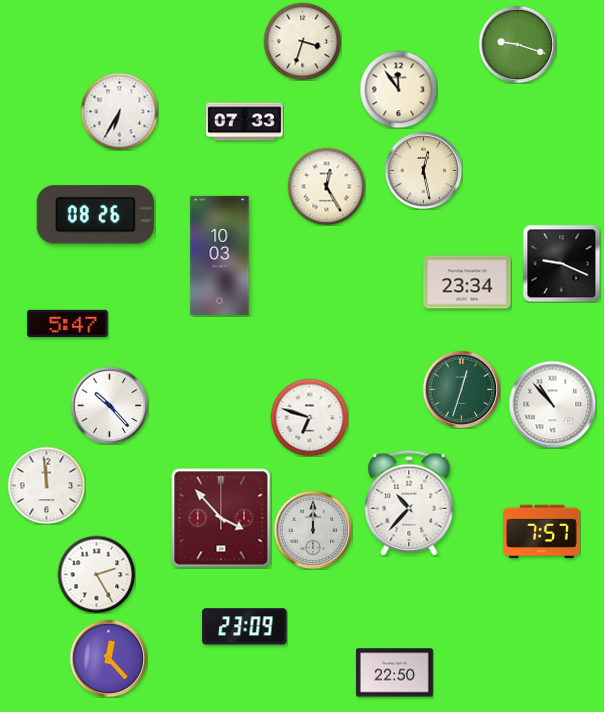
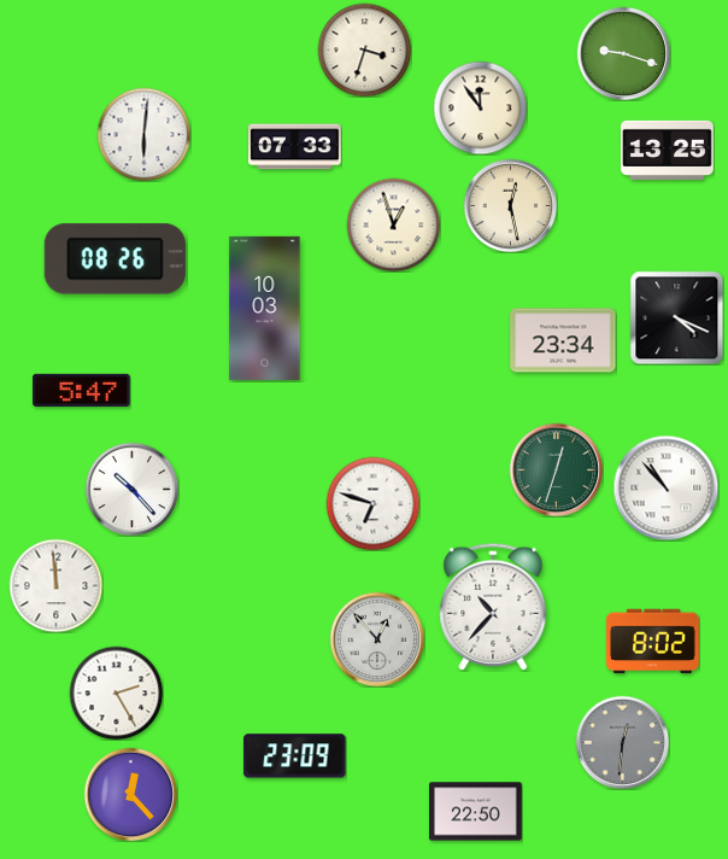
clock at (119, 111): 6:35 -> 6:01
clock at (668, 150): none -> 13:25
clock at (326, 186): 12:25 -> 12:57
clock at (561, 263): 9:19 -> 4:19
clock at (221, 518): 3:53 -> none
clock at (313, 530): 12:00 -> 12:53
clock at (542, 532): 7:57 -> 8:02
clock at (622, 742): none -> 12:31
